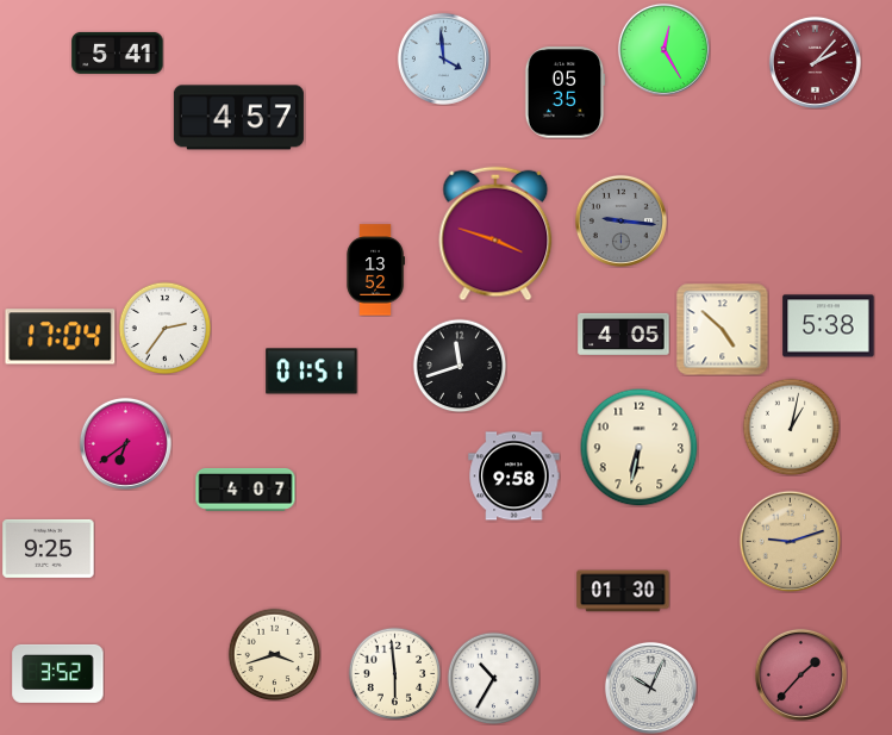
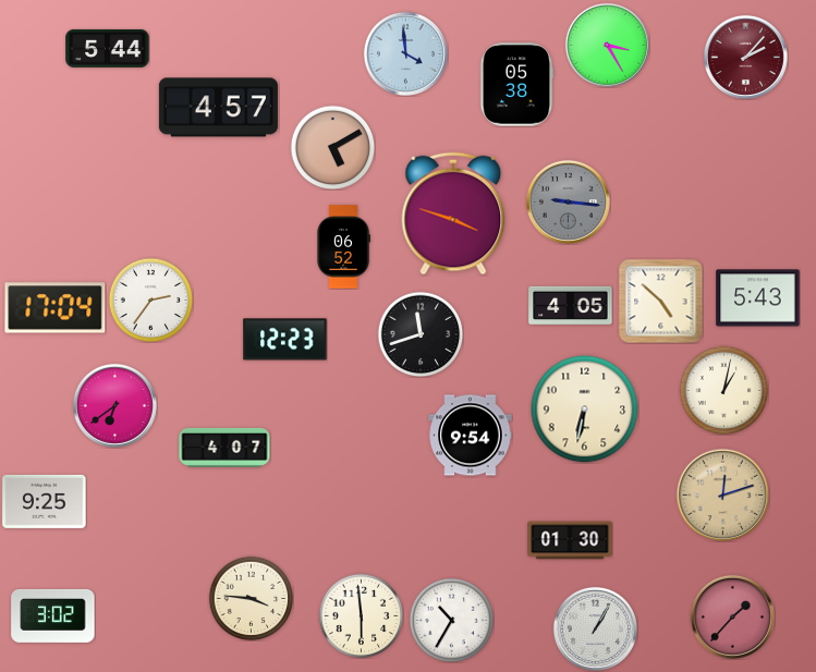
clock at (663, 49): 12:25 -> 3:25
clock at (118, 52): 5:41 -> 5:44
clock at (564, 93): 05:35 -> 05:38
clock at (332, 147): none -> 5:10
clock at (375, 270): 13:52 -> 06:52
clock at (829, 326): 5:38 -> 5:43
clock at (312, 372): 01:51 -> 12:23
clock at (514, 476): 9:58 -> 9:54
clock at (790, 541): 9:12 -> 12:12
clock at (274, 654): 3:42 -> 3:46
clock at (58, 673): 3:52 -> 3:02
clock at (650, 687): 10:04 -> 1:05
